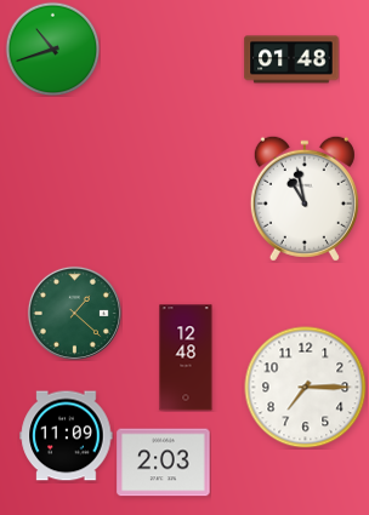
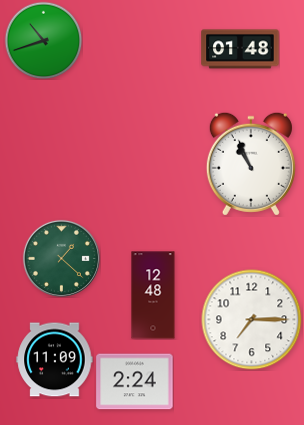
clock at (305, 199): 10:58 -> 10:56
clock at (164, 463): 2:03 -> 2:24
